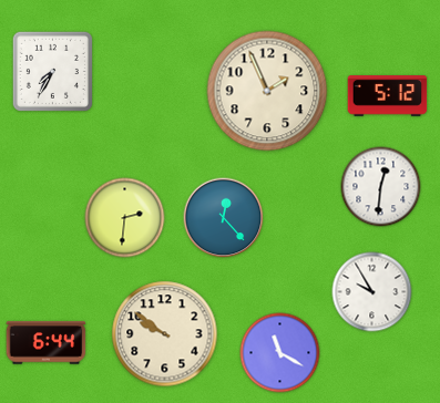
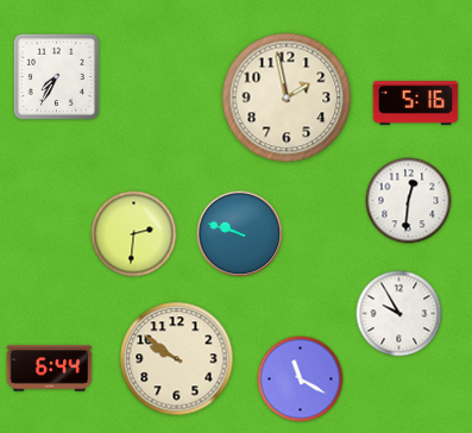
clock at (267, 91): 1:56 -> 1:58
clock at (388, 96): 5:12 -> 5:16
clock at (224, 218): 12:23 -> 9:48
